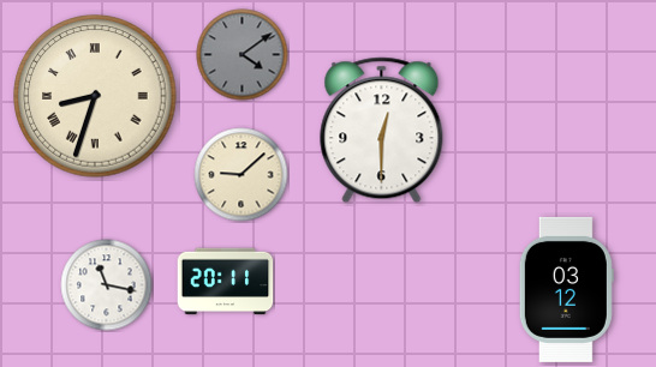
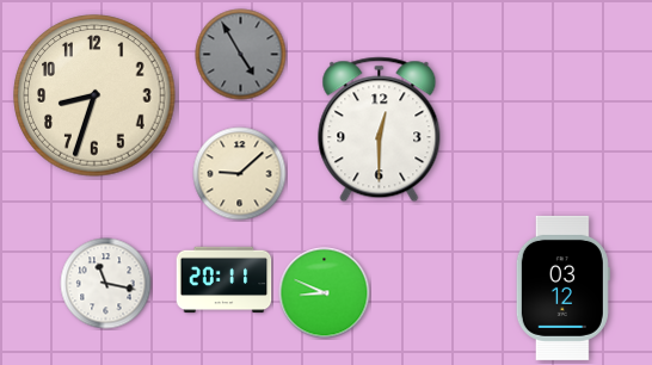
clock at (243, 55): 4:09 -> 4:55
clock at (95, 96) numerals: Roman -> Arabic
clock at (325, 293): none -> 8:49
